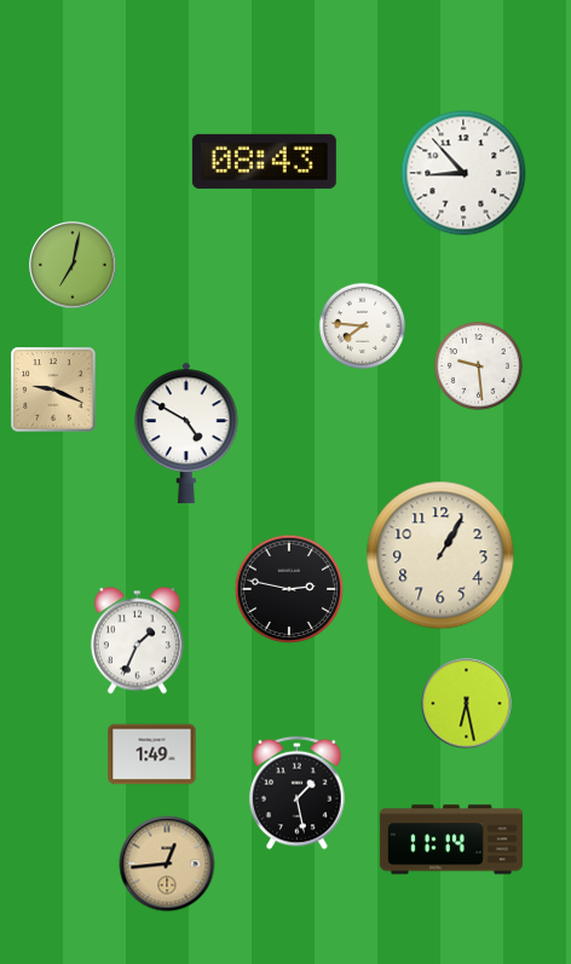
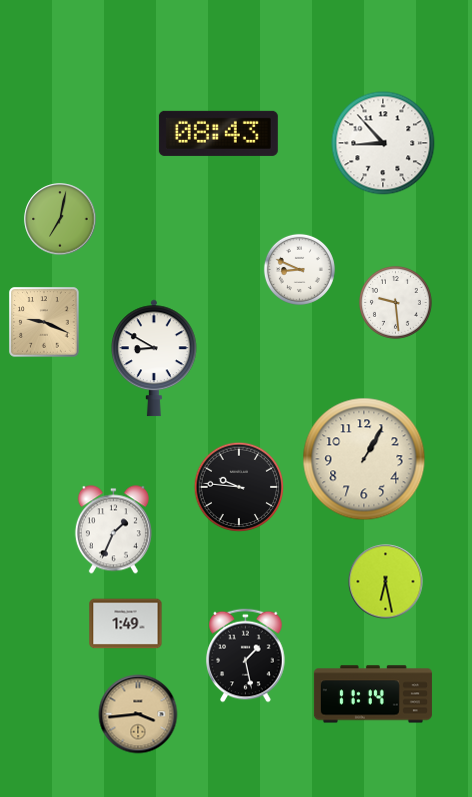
clock at (362, 325): 7:46 -> 8:49
clock at (188, 433): 4:50 -> 8:50
clock at (289, 589): 2:47 -> 9:46
clock at (167, 864): 12:44 -> 3:44
